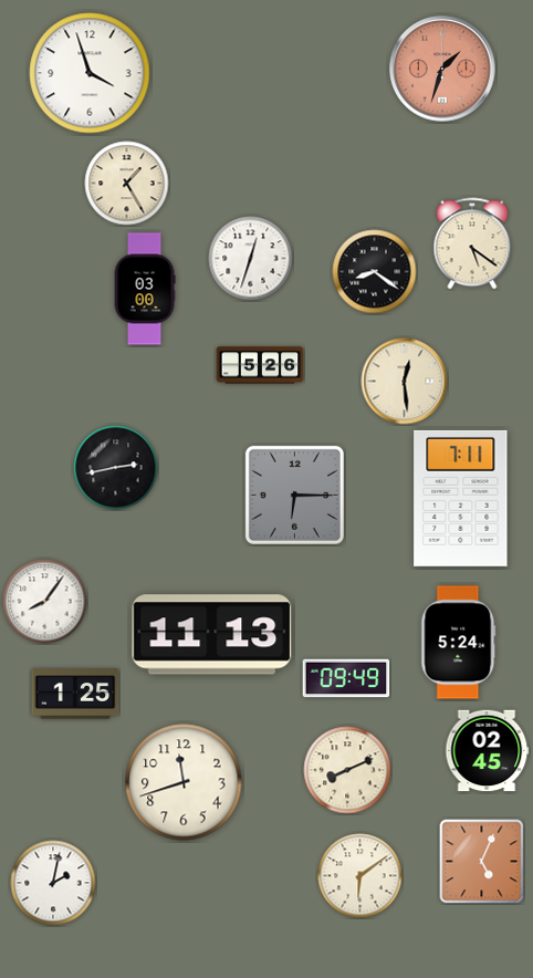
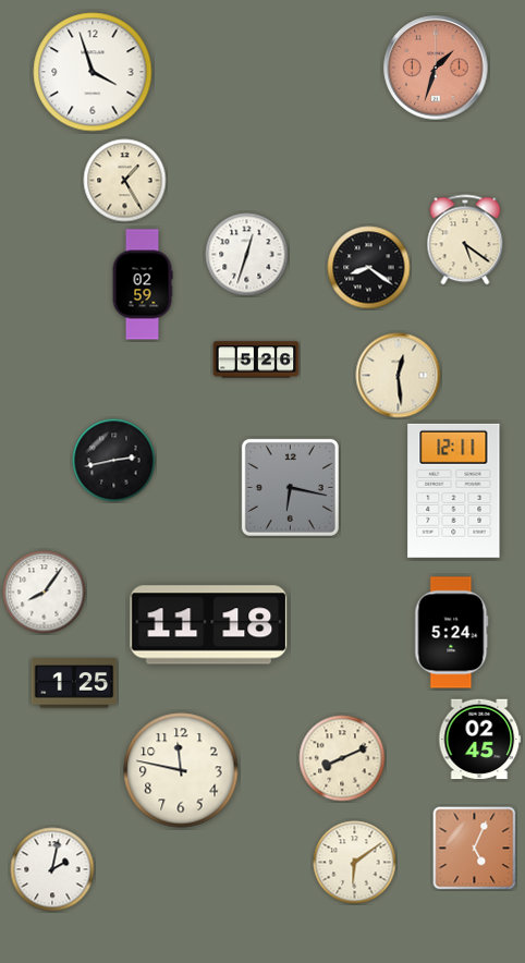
clock at (90, 73) position: (90, 73) -> (93, 72)
clock at (145, 289): 03:00 -> 02:59
clock at (294, 495): 6:15 -> 6:17
clock at (461, 498): 7:11 -> 12:11
clock at (212, 635): 11:13 -> 11:18
clock at (346, 678): 09:49 -> none
clock at (184, 782): 11:42 -> 11:47
